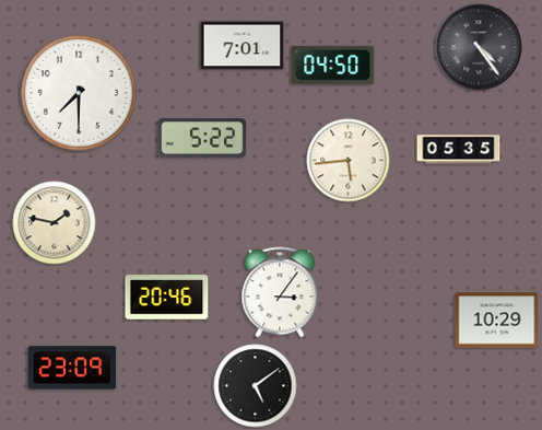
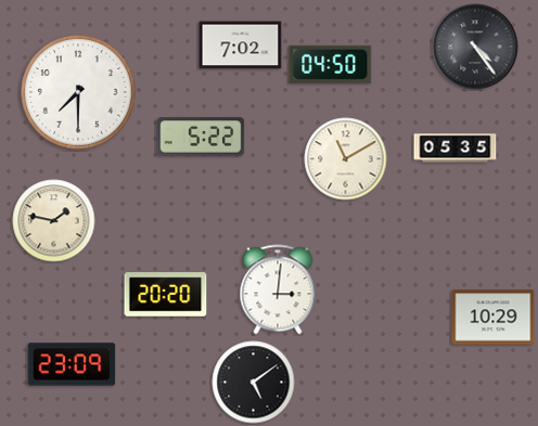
clock at (243, 46): 7:01 -> 7:02
clock at (349, 161): 5:44 -> 11:10
clock at (280, 292): 3:06 -> 3:01
clock at (167, 298): 20:46 -> 20:20
